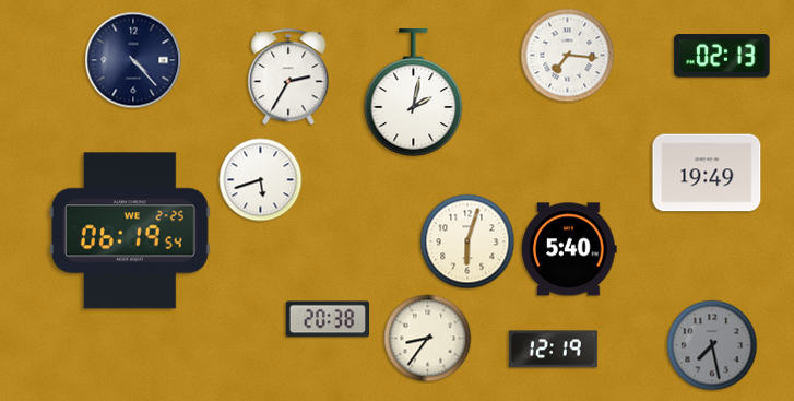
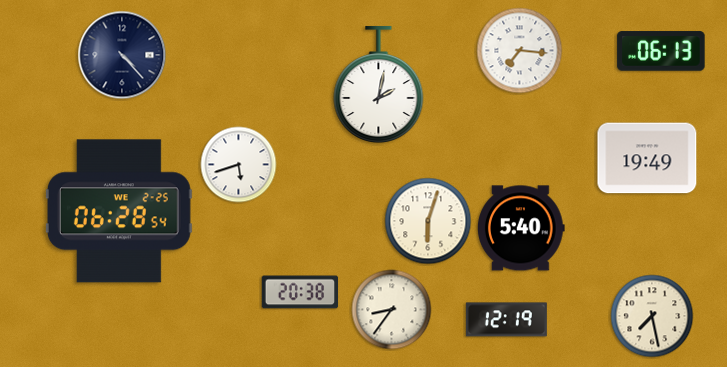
clock at (722, 56): 02:13 -> 06:13
clock at (288, 78): 2:35 -> none
clock at (130, 231): 06:19 -> 06:28
clock at (712, 345) dial: grey -> cream
